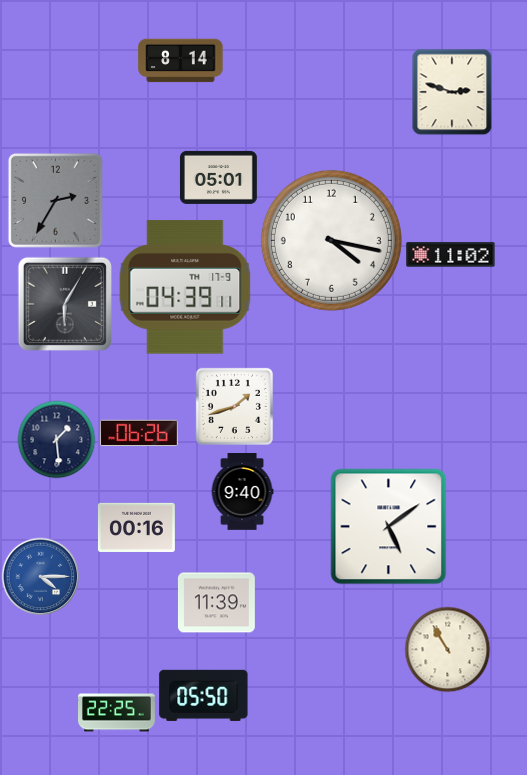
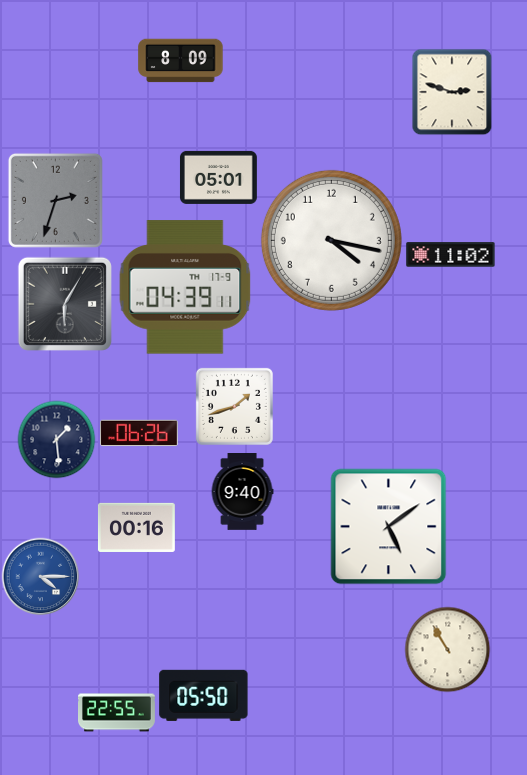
clock at (181, 61): 8:14 -> 8:09
clock at (55, 200): 2:35 -> 2:33
clock at (216, 603): 11:39 -> none
clock at (117, 713): 22:25 -> 22:55
